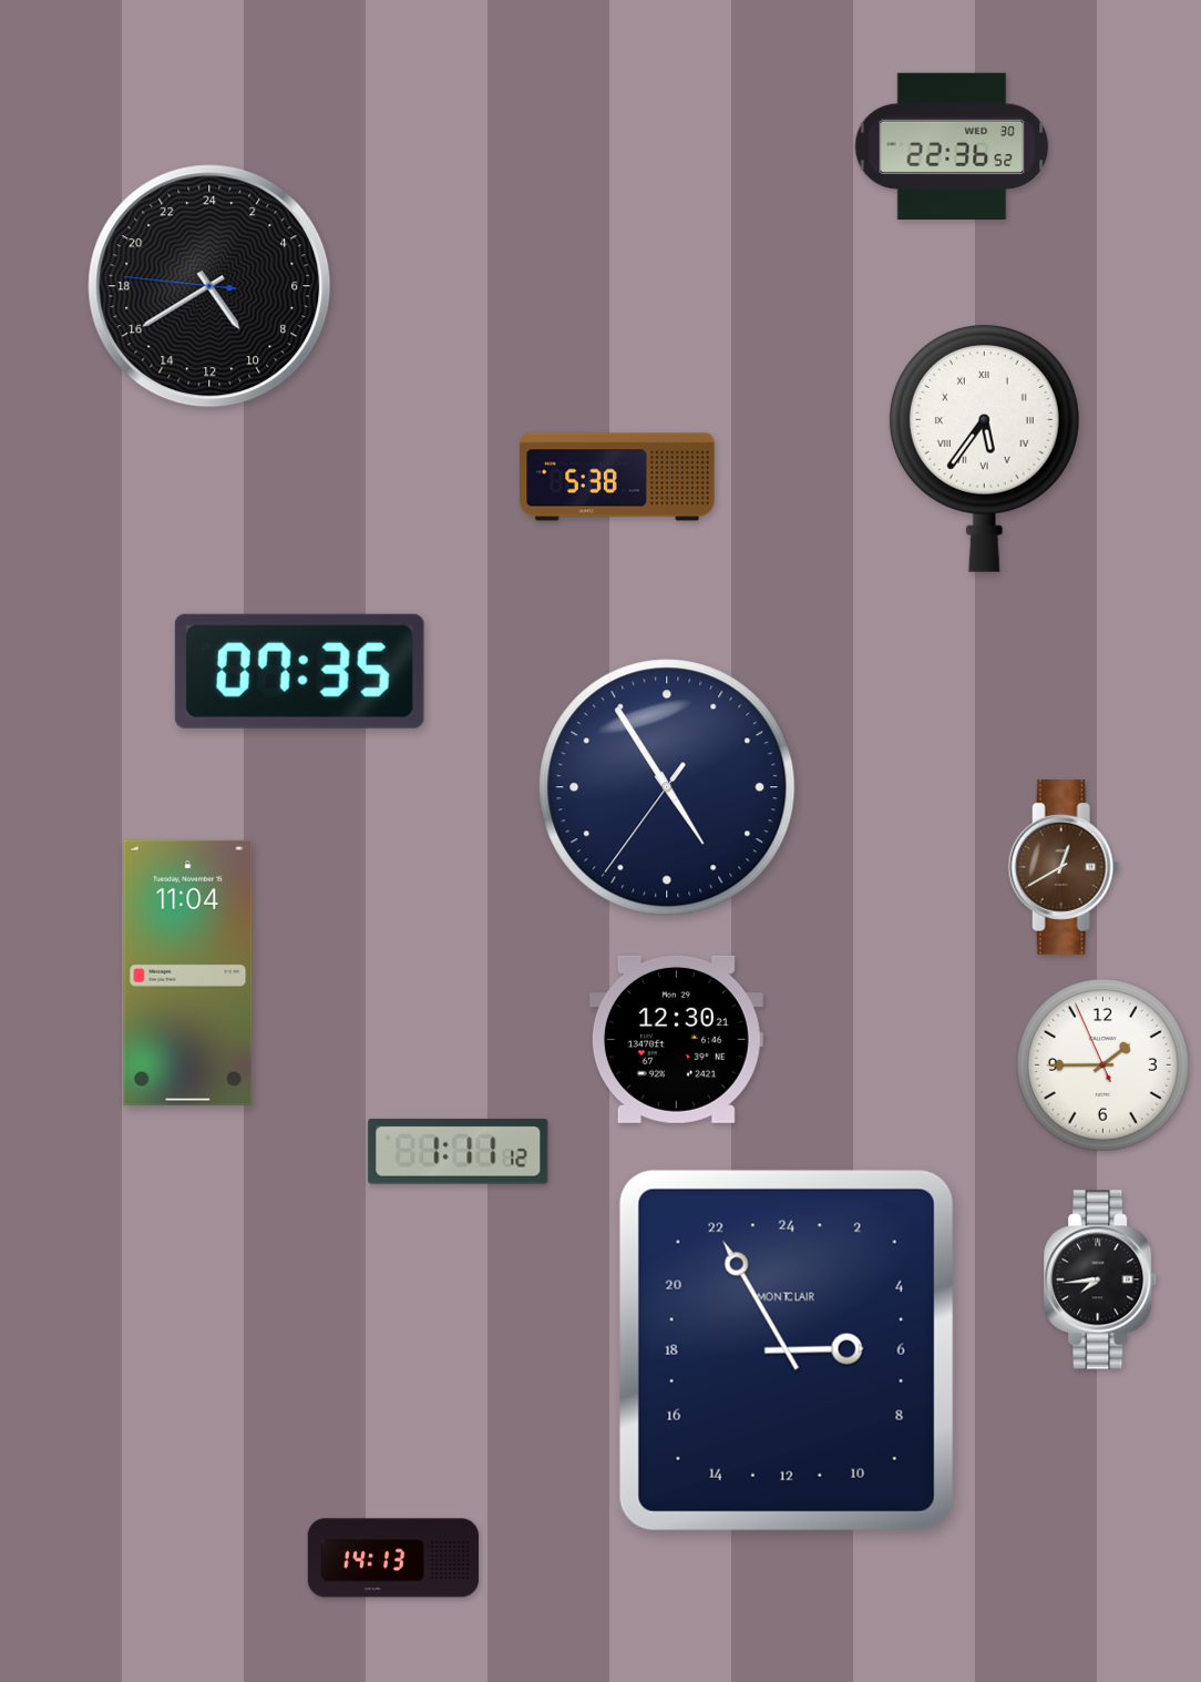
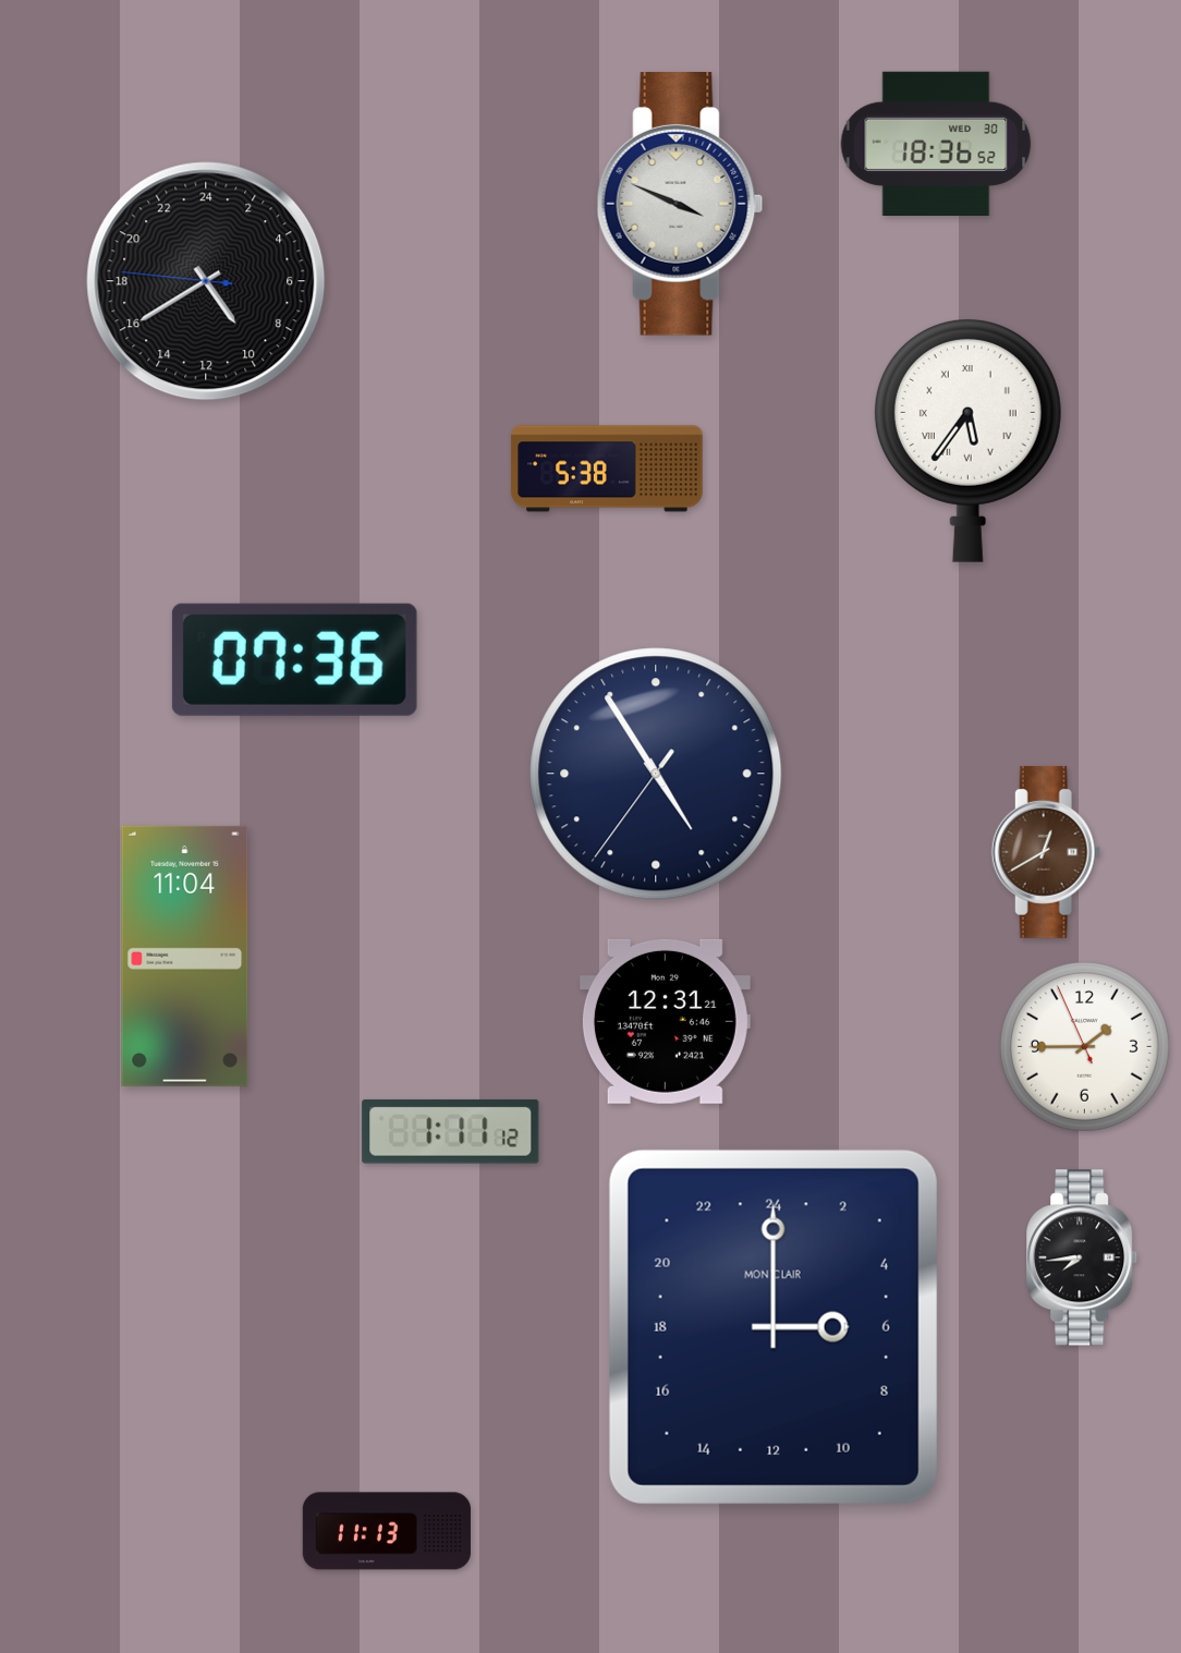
clock at (952, 145): 22:36 -> 18:36
clock at (680, 205): none -> 3:49
clock at (299, 671): 07:35 -> 07:36
clock at (676, 1039): 12:30 -> 12:31
clock at (787, 1350): 5:55 -> 6:00
clock at (393, 1558): 14:13 -> 11:13
